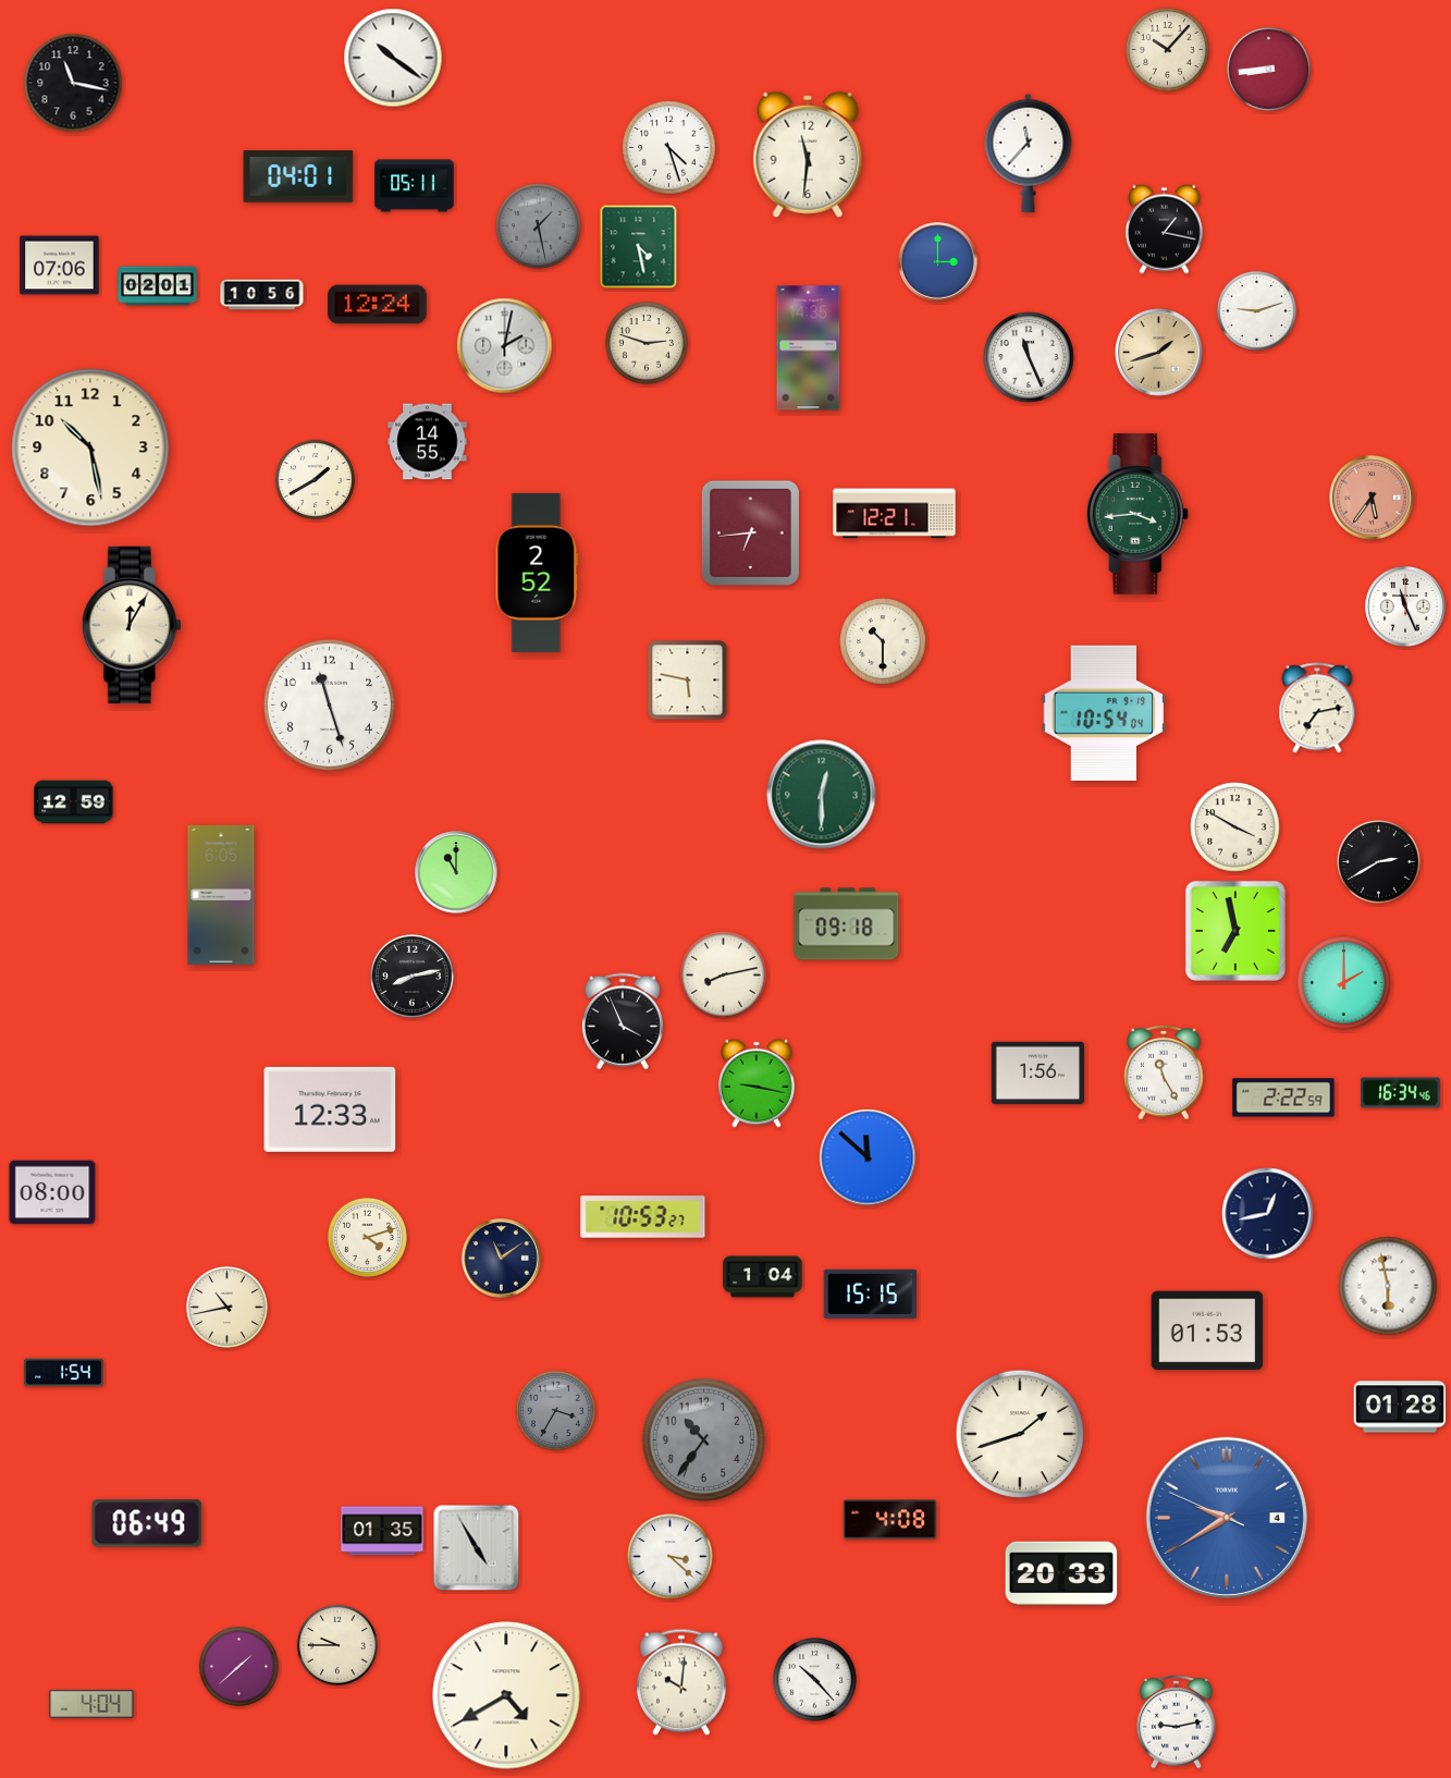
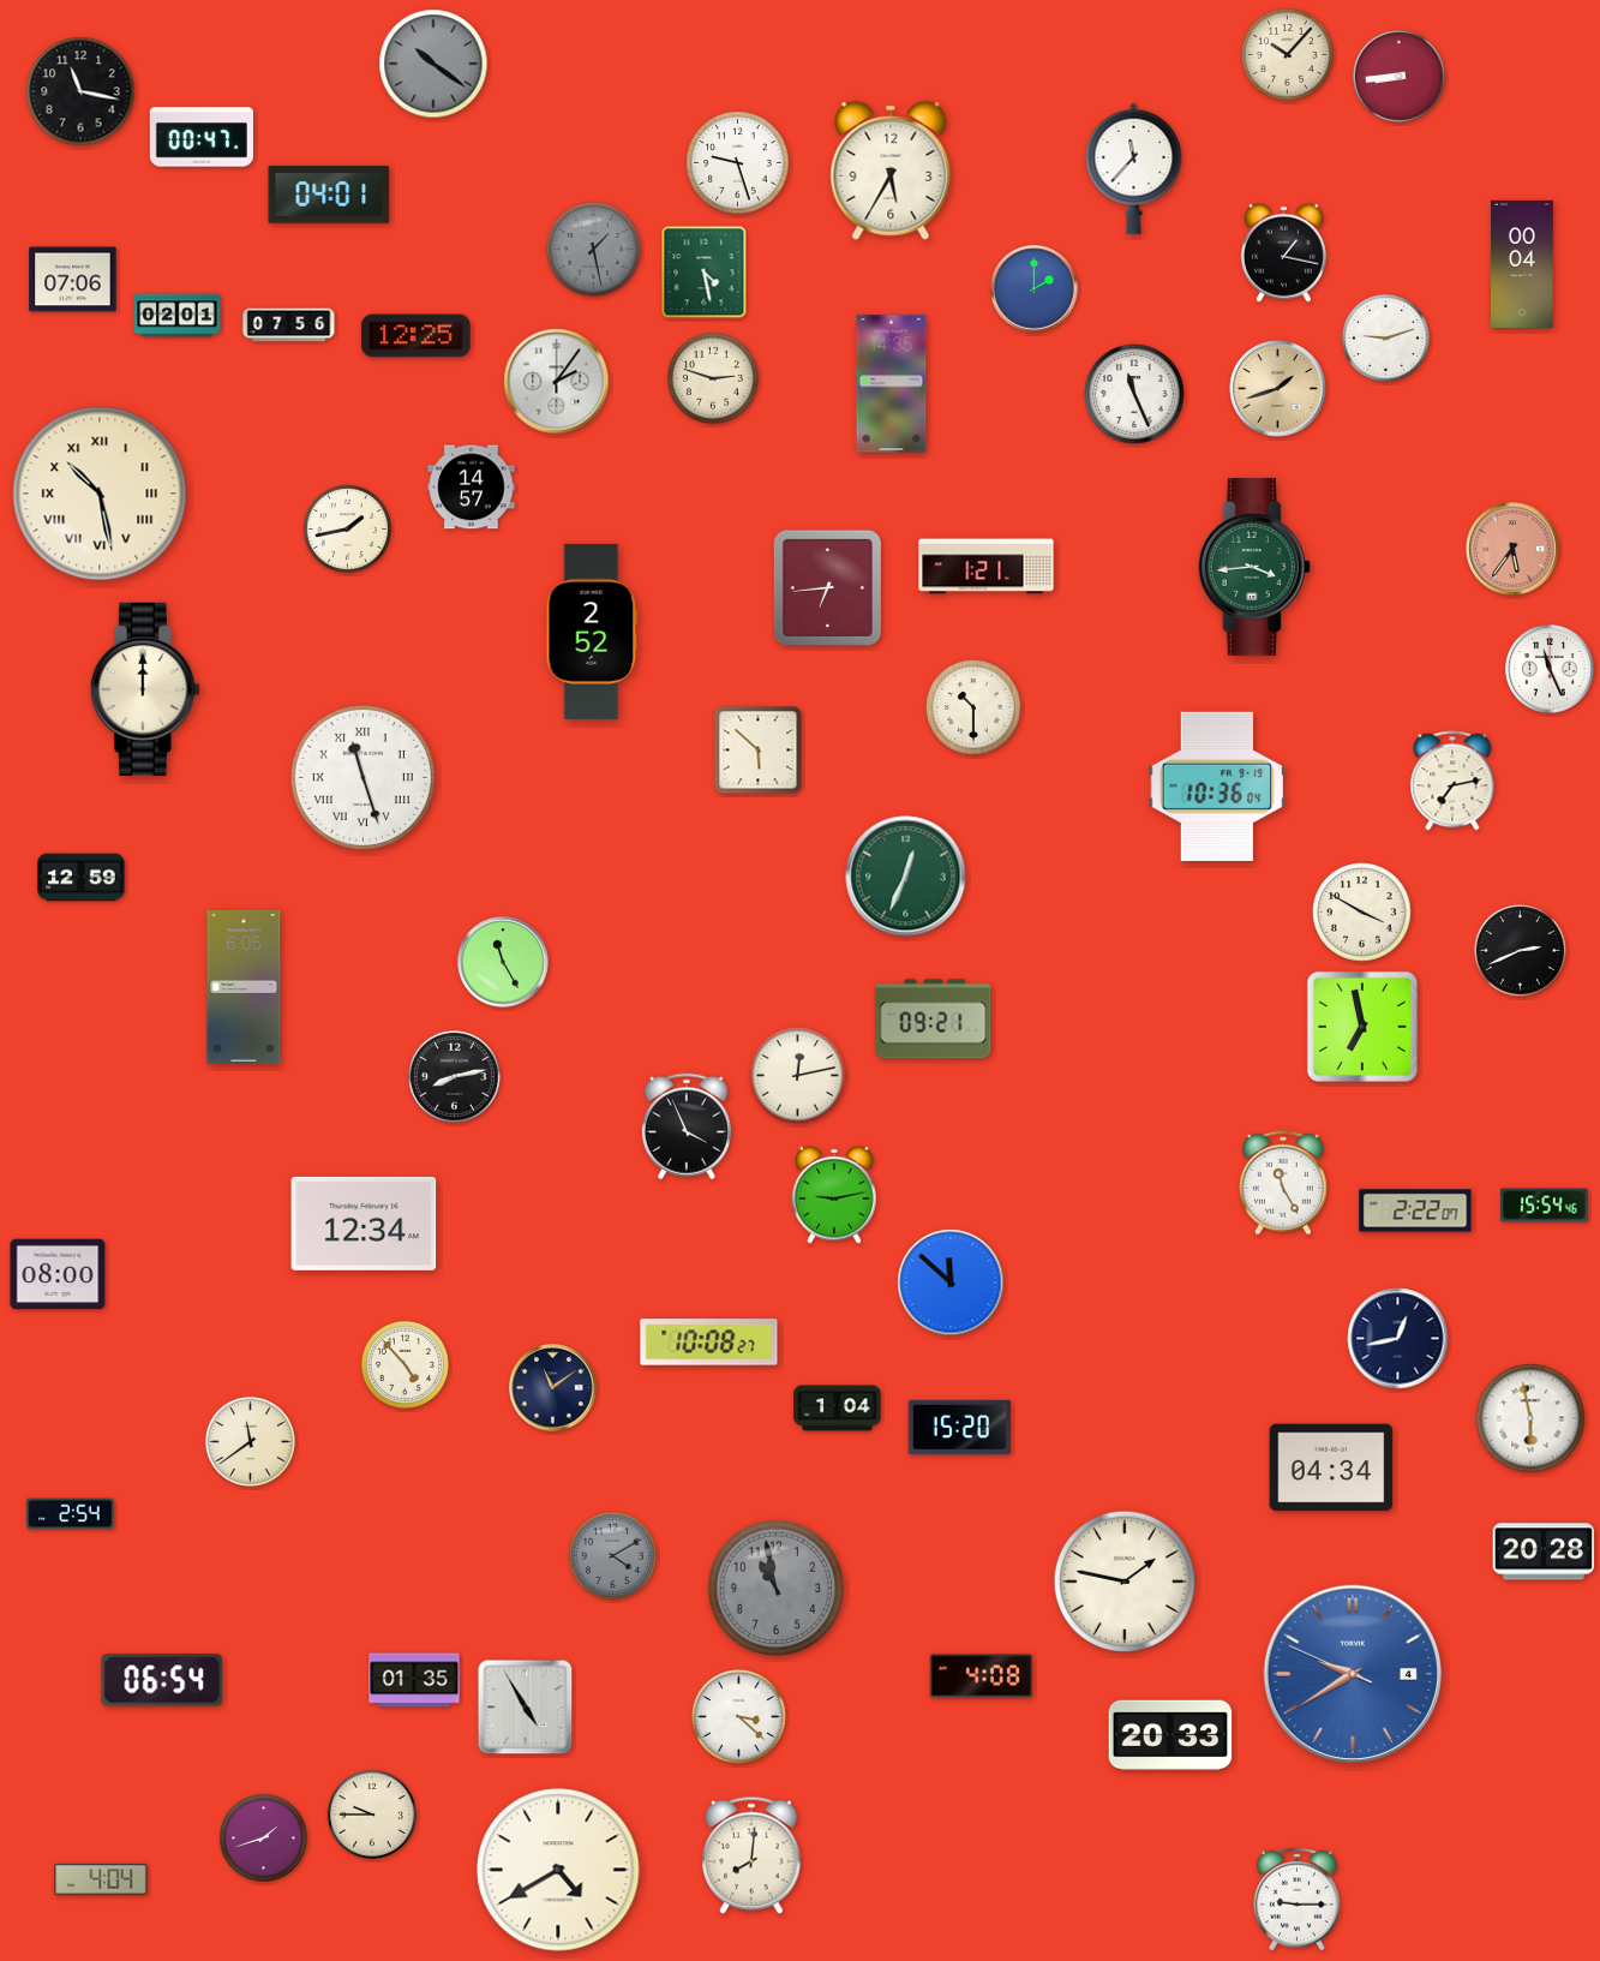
clock at (393, 58) dial: white -> grey
clock at (202, 137): none -> 00:47
clock at (669, 148): 4:27 -> 9:27
clock at (808, 155): 11:31 -> 5:35
clock at (415, 186): 05:11 -> none
clock at (1523, 264): none -> 00:04
clock at (938, 262): 3:00 -> 2:00
clock at (60, 266) position: (60, 266) -> (73, 280)
clock at (158, 286) position: (158, 286) -> (178, 316)
clock at (262, 295): 10:56 -> 07:56
clock at (378, 305): 12:24 -> 12:25
clock at (1256, 310) position: (1256, 310) -> (1385, 337)
clock at (505, 346): 2:02 -> 2:06
clock at (428, 442): 14:55 -> 14:57
clock at (90, 447) numerals: Arabic -> Roman
clock at (315, 479): 1:40 -> 1:43
clock at (895, 514): 12:21 -> 1:21
clock at (132, 625): 12:05 -> 12:00
clock at (688, 680): 5:47 -> 5:52
clock at (329, 704) numerals: Arabic -> Roman
clock at (1103, 713): 10:54 -> 10:36
clock at (822, 795): 12:30 -> 12:34
clock at (74, 802) position: (74, 802) -> (82, 878)
clock at (1378, 861): 2:40 -> 2:41
clock at (456, 872): 11:00 -> 11:25
clock at (847, 924): 09:18 -> 09:21
clock at (724, 976): 8:13 -> 12:13
clock at (1344, 983): 2:00 -> none
clock at (1037, 1074): 1:56 -> none
clock at (758, 1083): 9:17 -> 9:13
clock at (1401, 1093): 16:34 -> 15:54
clock at (1283, 1098): 2:22:59 -> 2:22:07
clock at (330, 1109): 12:33 -> 12:34
clock at (868, 1157) position: (868, 1157) -> (951, 1283)
clock at (52, 1192) position: (52, 1192) -> (58, 1274)
clock at (643, 1217): 10:53 -> 10:08
clock at (367, 1237): 4:12 -> 4:53
clock at (763, 1277) position: (763, 1277) -> (838, 1409)
clock at (870, 1293): 15:15 -> 15:20
clock at (226, 1307): 10:43 -> 11:39
clock at (1207, 1331): 01:53 -> 04:34
clock at (64, 1373): 1:54 -> 2:54
clock at (1400, 1407): 01:28 -> 20:28
clock at (555, 1410): 3:35 -> 4:10
clock at (1019, 1433): 1:42 -> 1:47
clock at (704, 1440): 10:36 -> 10:58
clock at (147, 1523): 06:49 -> 06:54
clock at (382, 1531) position: (382, 1531) -> (414, 1680)
clock at (238, 1666): 1:38 -> 1:42
clock at (814, 1679): 10:23 -> none
clock at (681, 1682): 10:01 -> 8:01
clock at (1177, 1721): 9:13 -> 9:15
